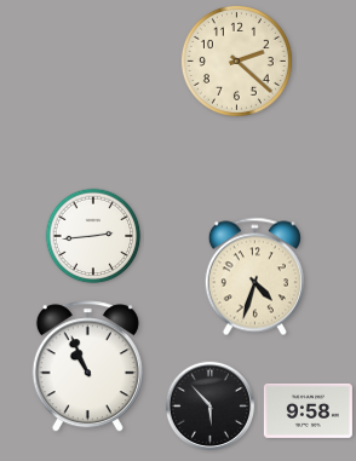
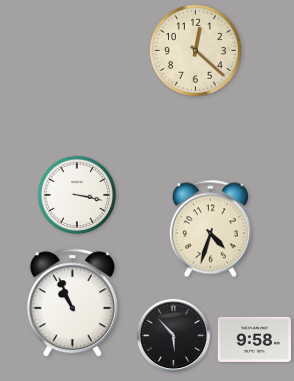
clock at (236, 60): 2:22 -> 12:22
clock at (93, 236): 2:44 -> 3:17
